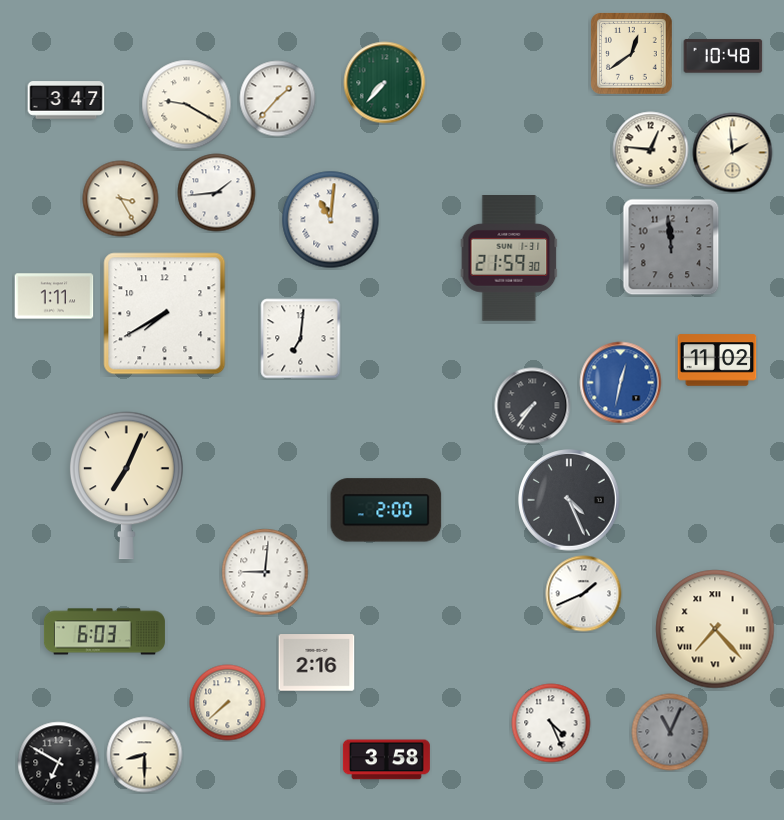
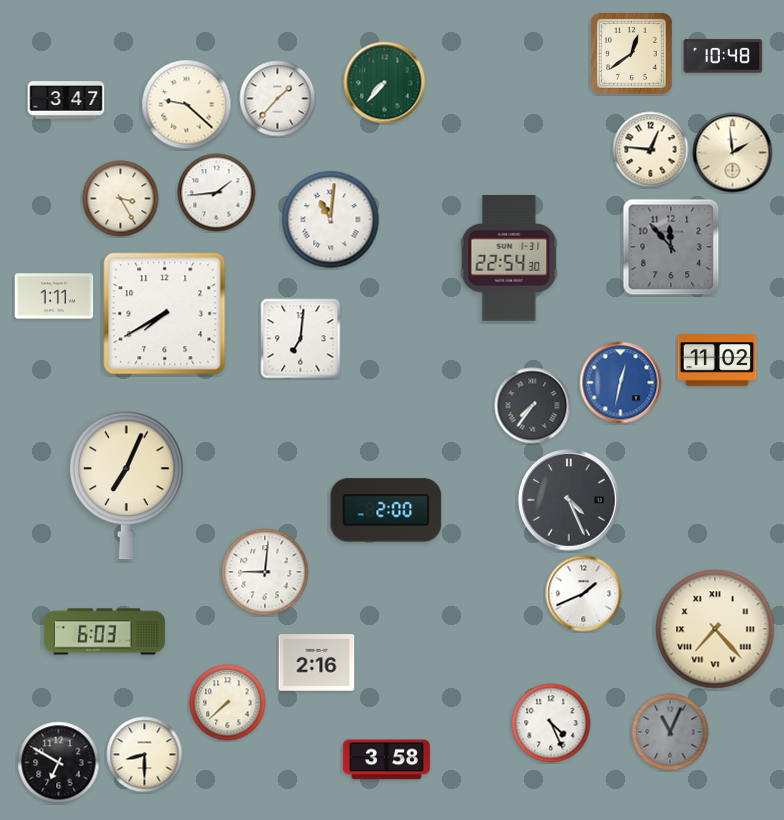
clock at (187, 105): 9:20 -> 9:22
clock at (671, 247): 11:59 -> 11:53
clock at (509, 259): 21:59 -> 22:54
